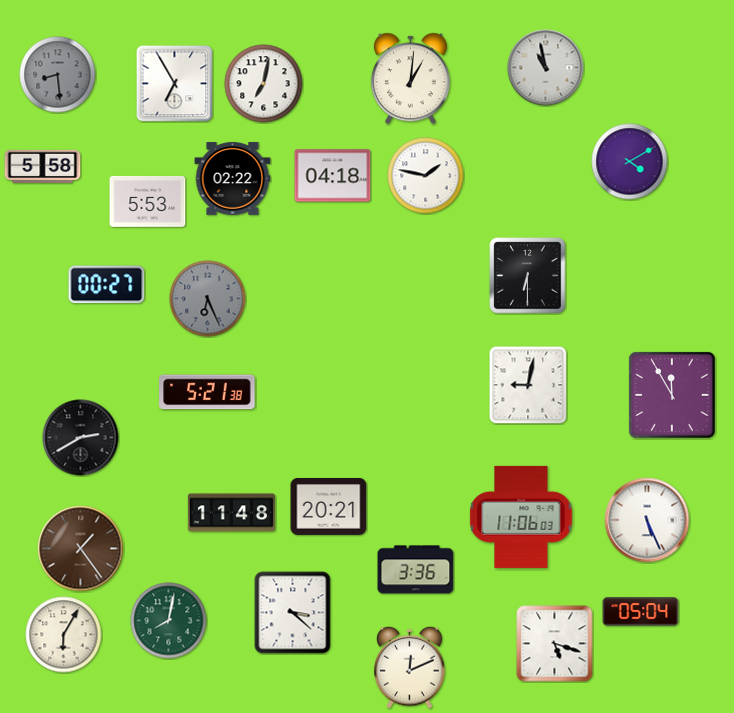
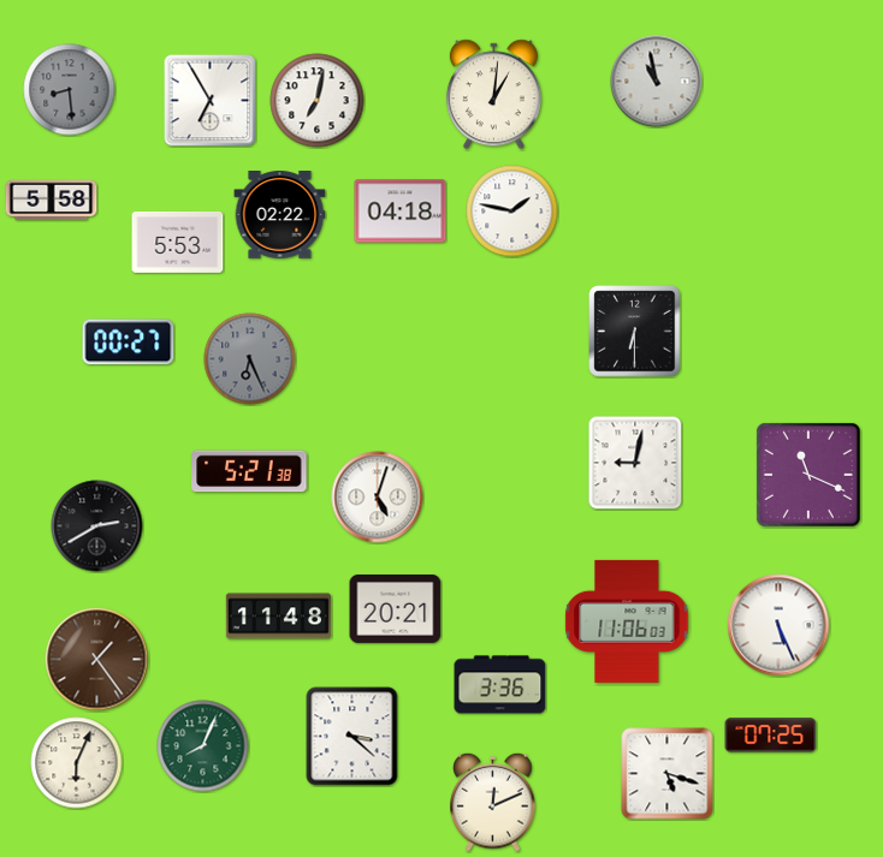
clock at (630, 162): 4:10 -> none
clock at (672, 395): 11:55 -> 11:19
clock at (378, 498): none -> 5:03
clock at (641, 612): 05:04 -> 07:25
clock at (169, 621): 8:02 -> 8:04
clock at (64, 635): 6:05 -> 6:04
